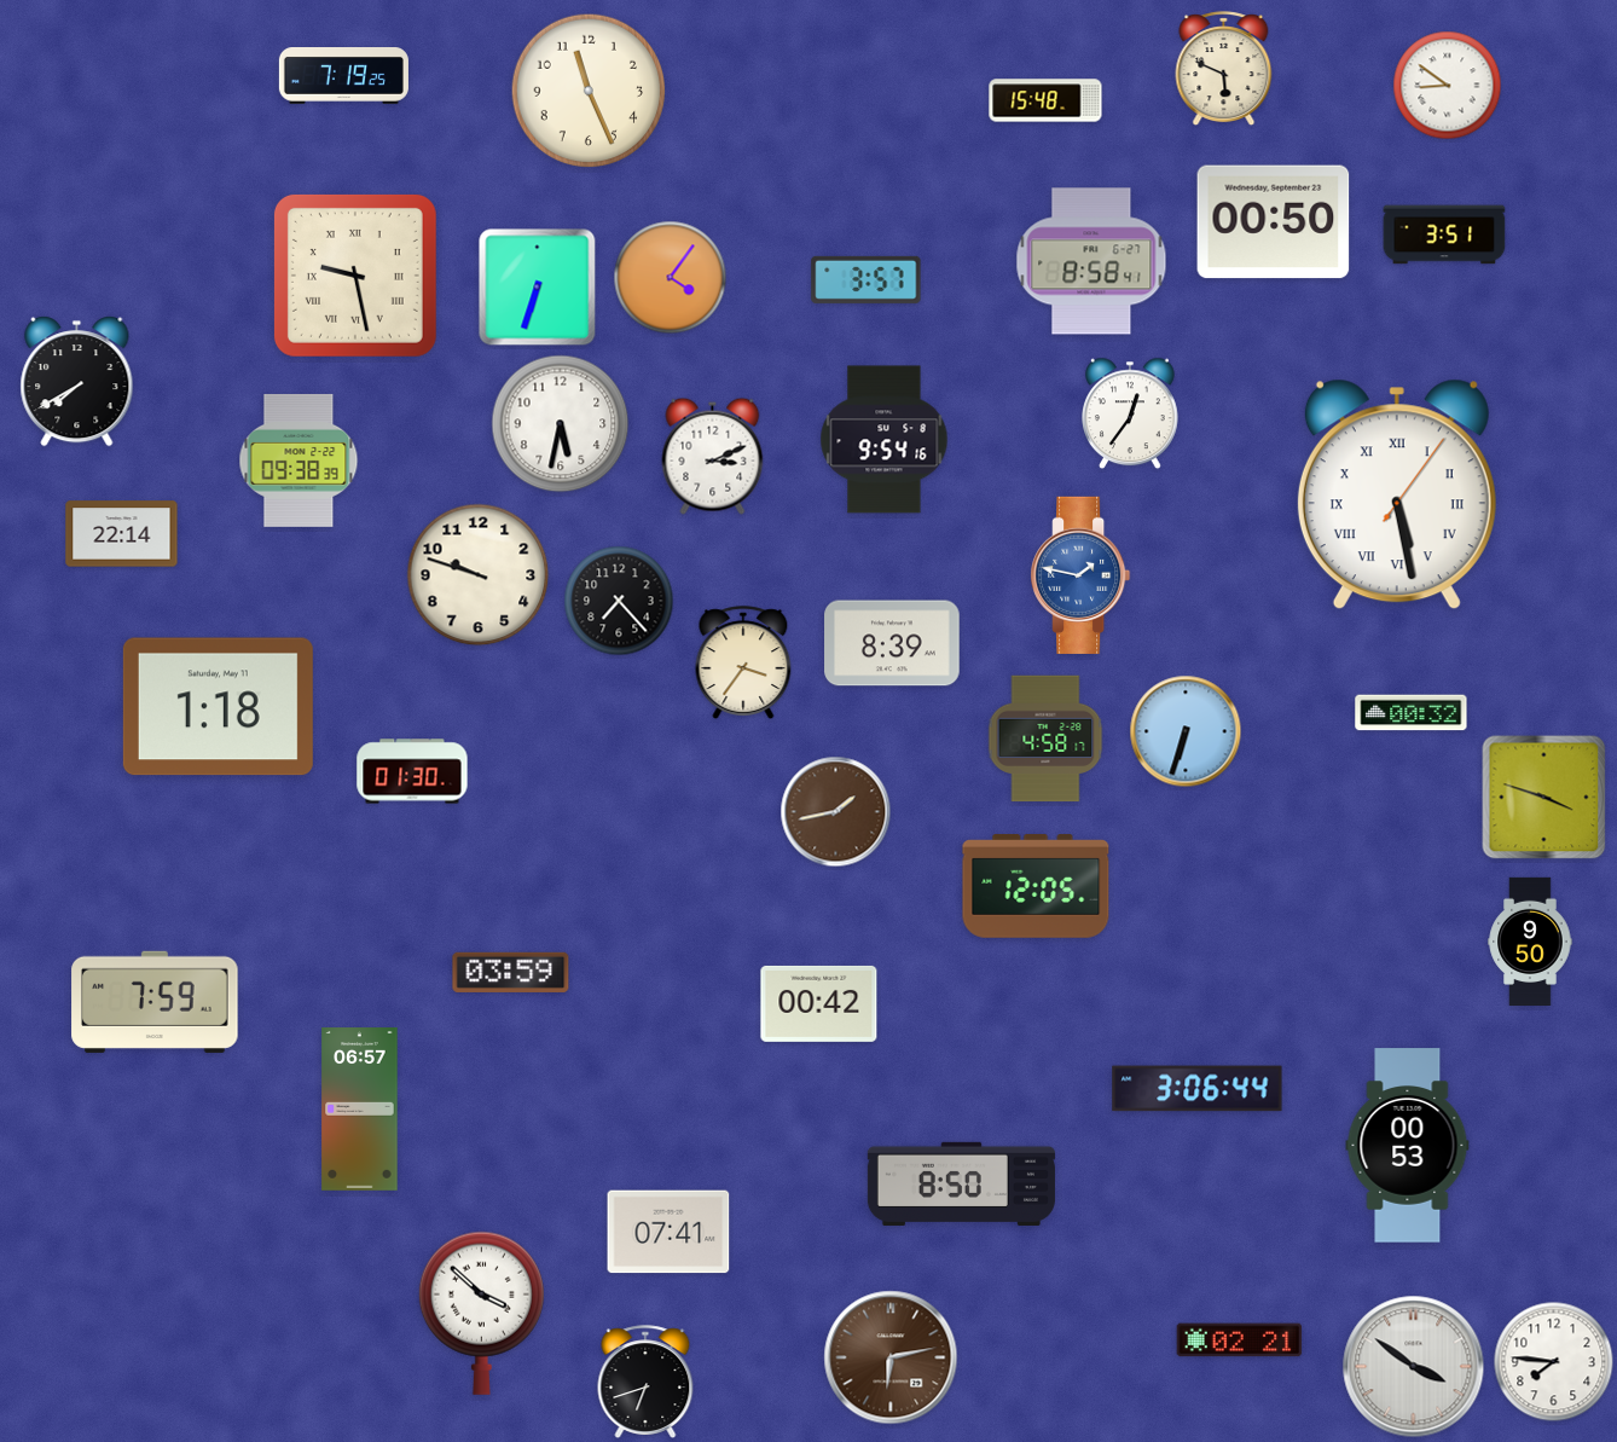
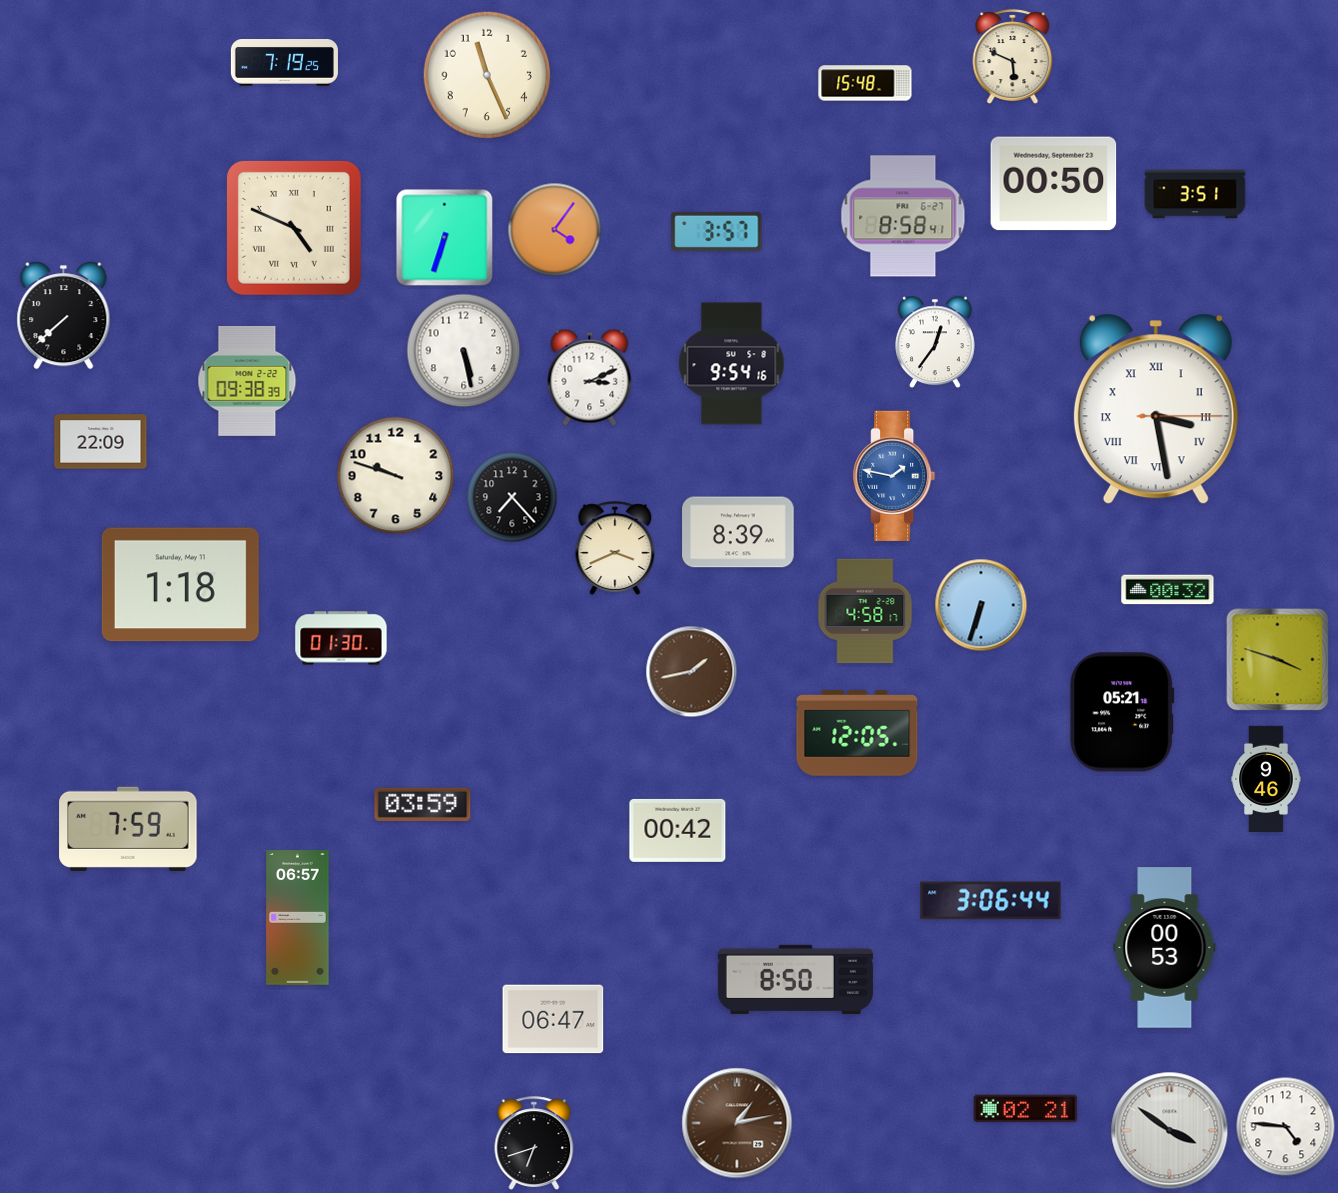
clock at (1448, 86): 8:51 -> none
clock at (355, 276): 9:28 -> 4:49
clock at (77, 382): 7:40 -> 7:38
clock at (561, 424): 5:32 -> 5:28
clock at (1397, 494): 5:28 -> 3:28
clock at (122, 534): 22:14 -> 22:09
clock at (743, 662): 3:36 -> 3:41
clock at (1122, 712): none -> 05:21
clock at (1530, 940): 9:50 -> 9:46
clock at (668, 1232): 07:41 -> 06:47
clock at (481, 1313): 3:52 -> none
clock at (891, 1357): 6:13 -> 1:13
clock at (1554, 1362): 7:46 -> 4:46
